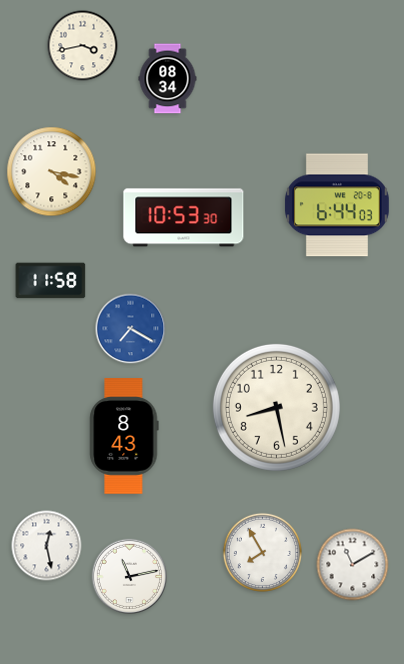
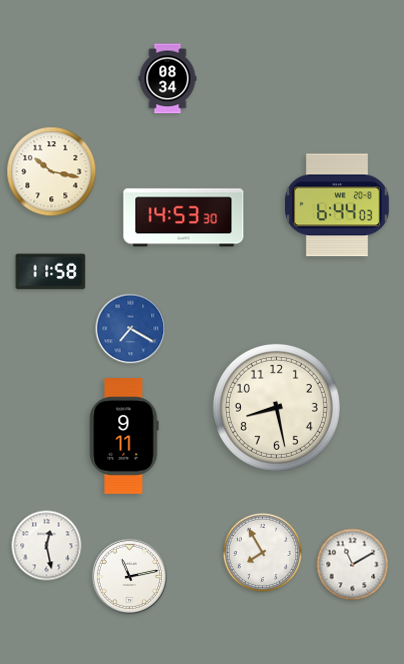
clock at (83, 46): 3:43 -> none
clock at (52, 172): 4:17 -> 10:17
clock at (184, 218): 10:53 -> 14:53
clock at (51, 281) position: (51, 281) -> (51, 272)
clock at (124, 436): 8:43 -> 9:11
